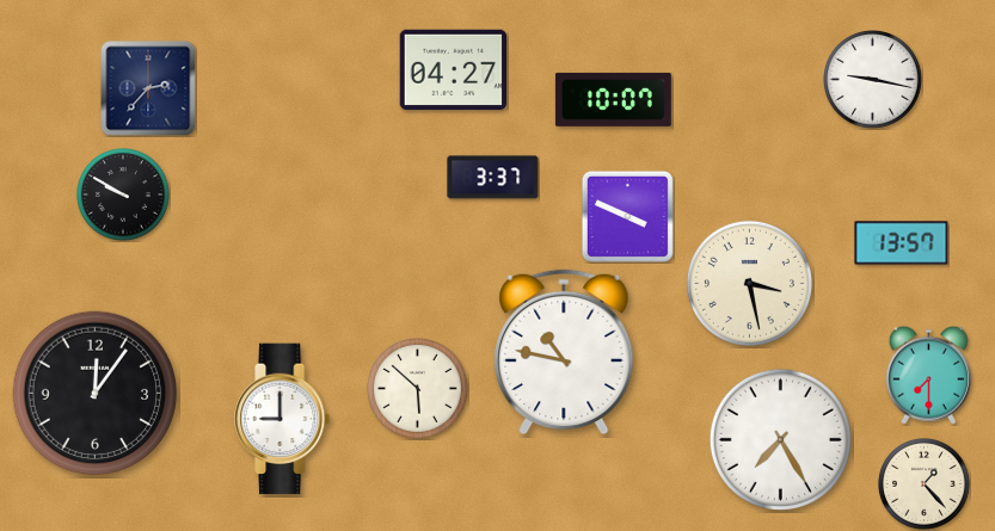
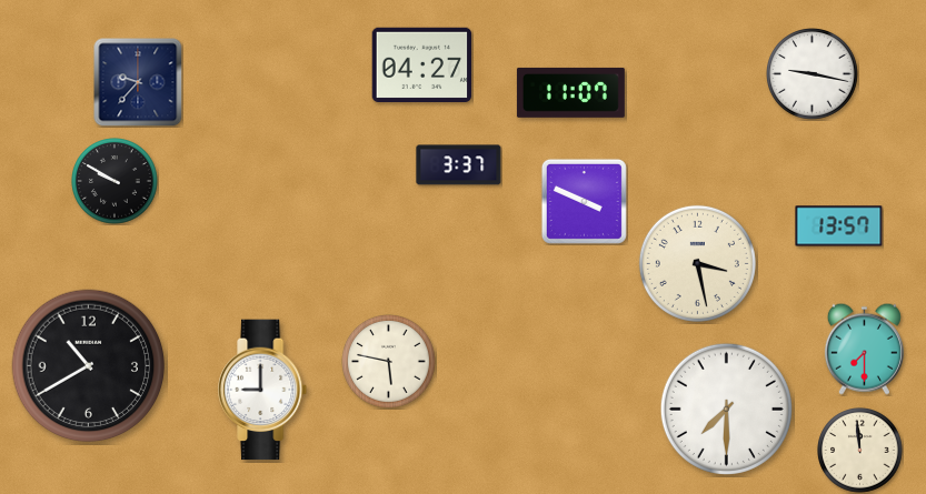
clock at (148, 88): 2:37 -> 9:37
clock at (613, 99): 10:07 -> 11:07
clock at (564, 352): 10:47 -> none
clock at (418, 389): 5:52 -> 5:47
clock at (96, 394): 12:06 -> 10:40
clock at (780, 439): 7:25 -> 7:30
clock at (925, 484): 1:23 -> 11:59
